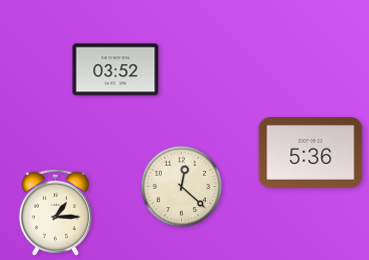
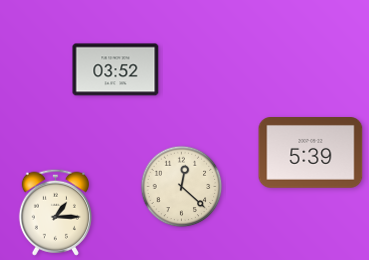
clock at (311, 153): 5:36 -> 5:39
